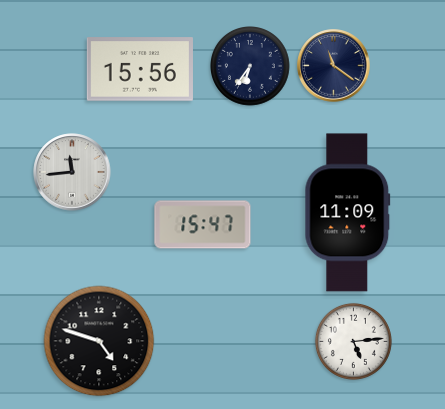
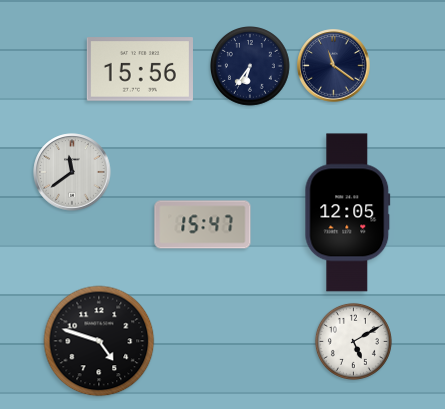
clock at (72, 172): 11:44 -> 11:39
clock at (348, 213): 11:09 -> 12:05
clock at (353, 341): 5:14 -> 5:10
